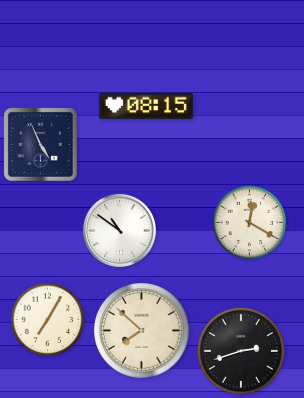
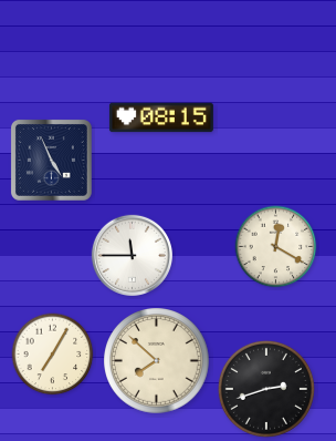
clock at (40, 144) position: (40, 144) -> (51, 160)
clock at (119, 230): 10:51 -> 11:45
clock at (142, 331) position: (142, 331) -> (157, 361)
